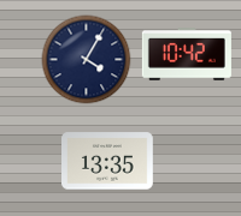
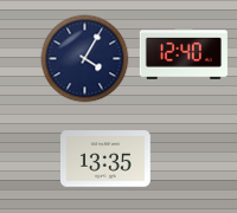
clock at (187, 55): 10:42 -> 12:40
